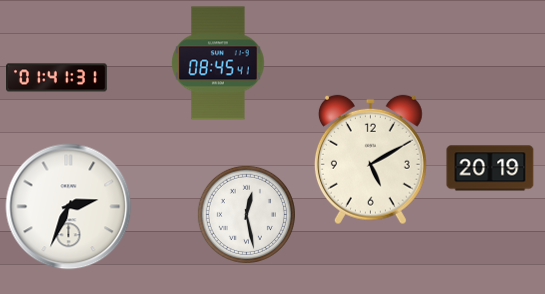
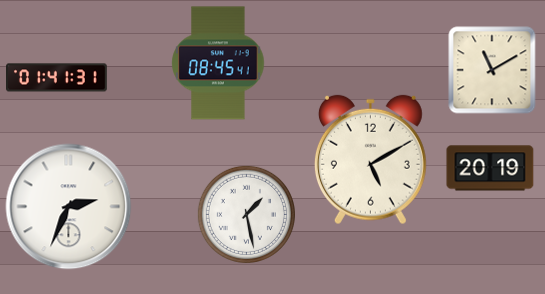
clock at (492, 70): none -> 11:10
clock at (246, 214): 12:28 -> 1:28
